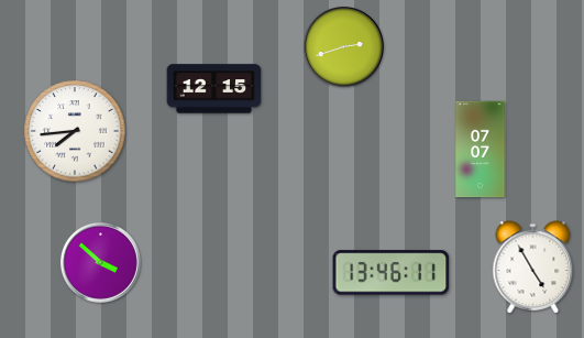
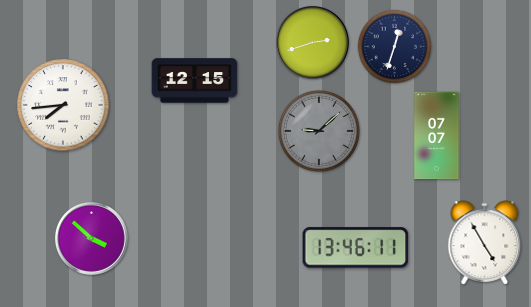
clock at (395, 47): none -> 12:33
clock at (75, 131) position: (75, 131) -> (63, 105)
clock at (319, 131): none -> 9:08
